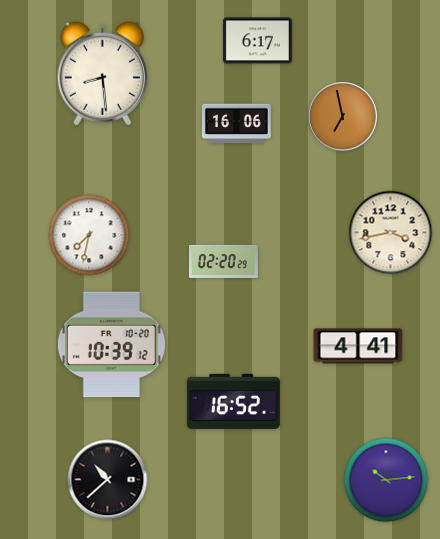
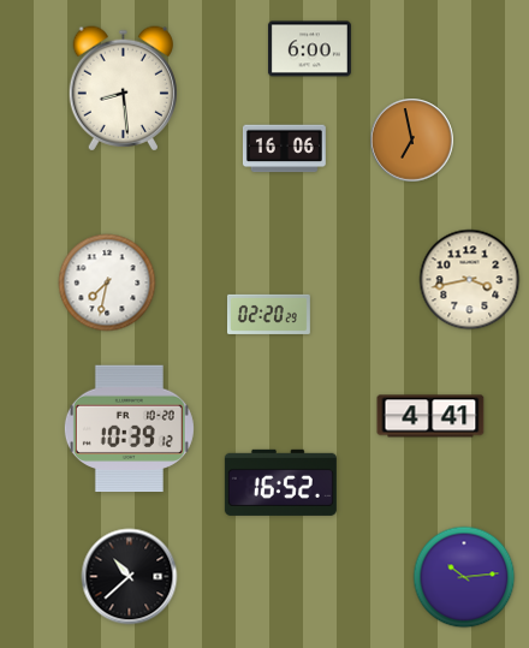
clock at (257, 41): 6:17 -> 6:00
clock at (111, 345) position: (111, 345) -> (129, 429)
